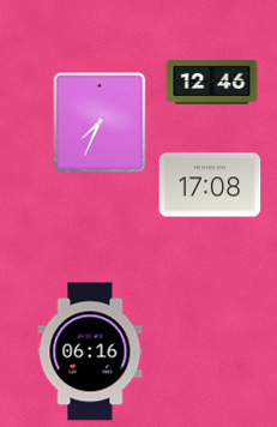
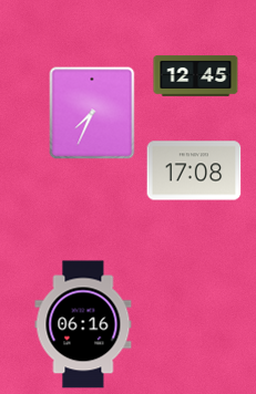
clock at (212, 82): 12:46 -> 12:45
